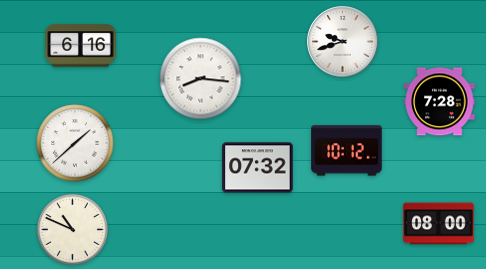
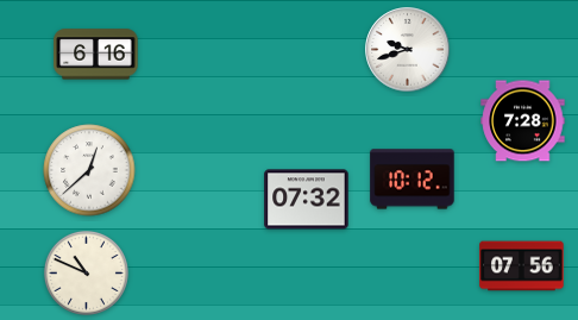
clock at (201, 79): 8:16 -> none
clock at (75, 143): 1:38 -> 12:38
clock at (439, 224): 08:00 -> 07:56
